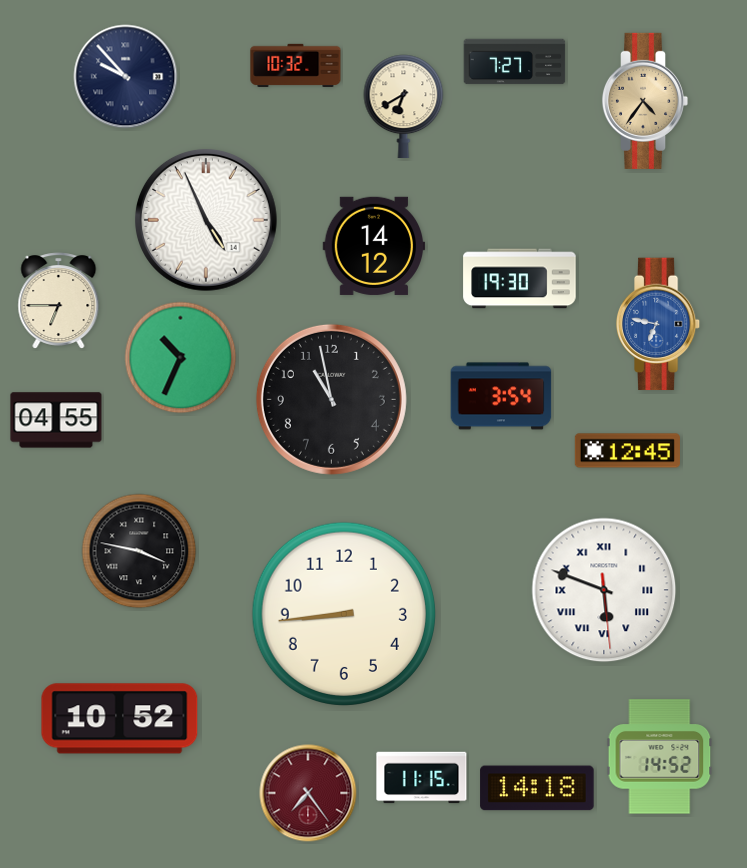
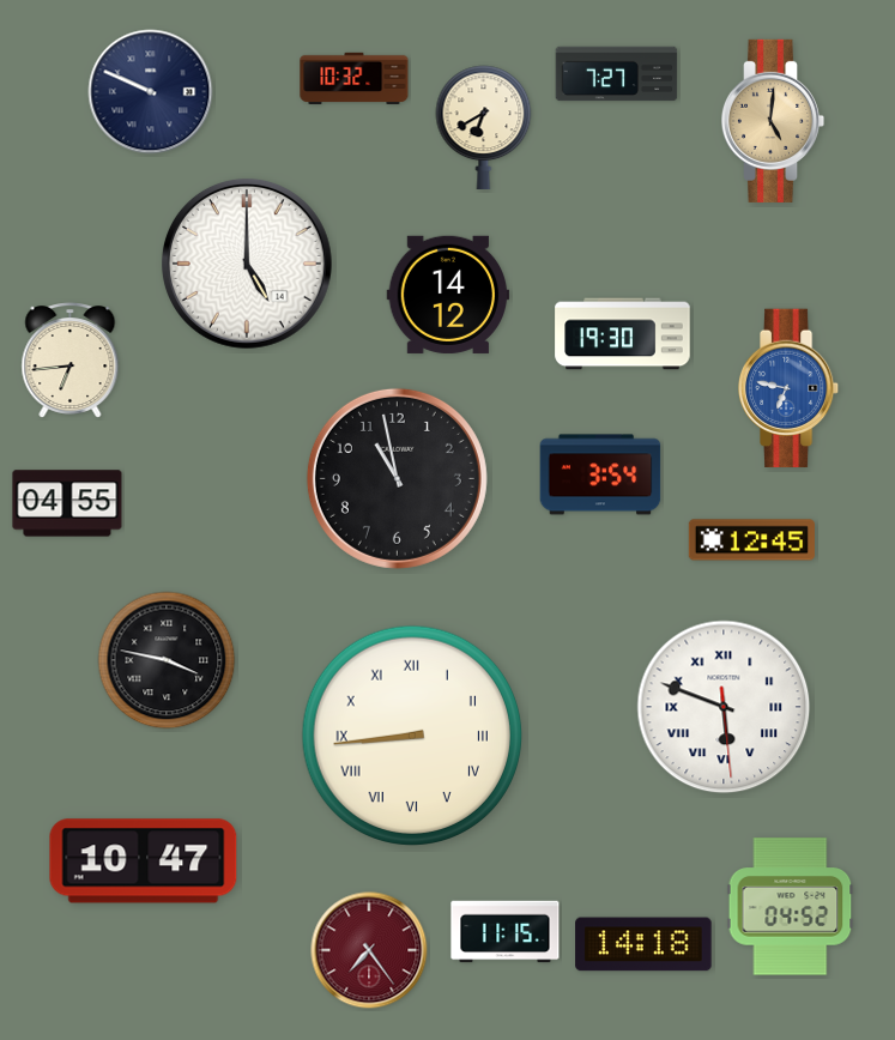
clock at (126, 77): 9:53 -> 9:49
clock at (645, 101): 4:36 -> 5:01
clock at (206, 220): 4:56 -> 5:00
clock at (59, 301): 6:45 -> 6:44
clock at (181, 358): 10:34 -> none
clock at (343, 613) numerals: Arabic -> Roman
clock at (120, 719): 10:52 -> 10:47
clock at (660, 757): 14:52 -> 04:52
